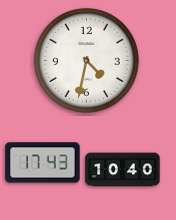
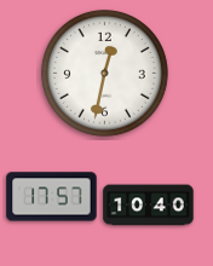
clock at (86, 60): 4:32 -> 12:32
clock at (43, 163): 17:43 -> 17:57
